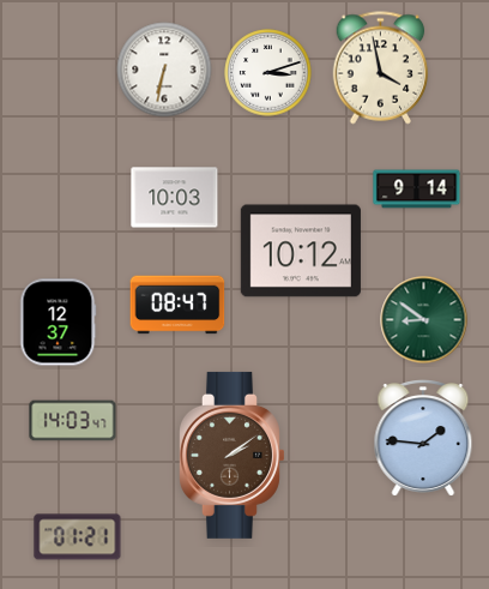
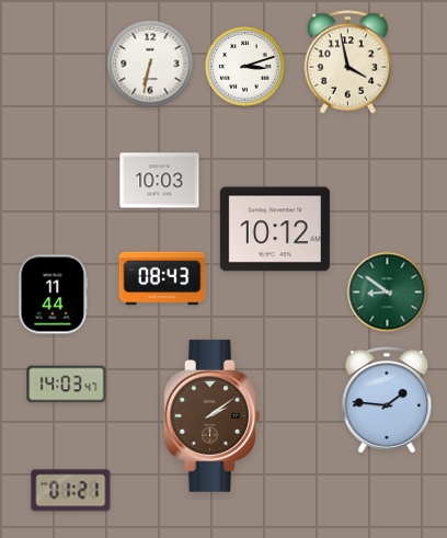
clock at (417, 190): 9:14 -> none
clock at (177, 305): 08:47 -> 08:43
clock at (58, 323): 12:37 -> 11:44
